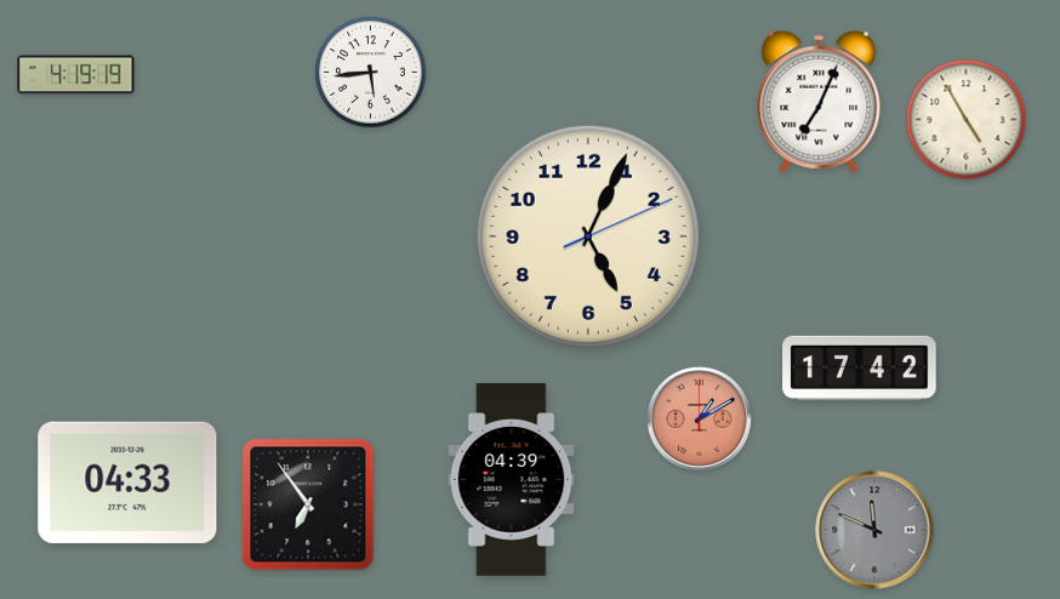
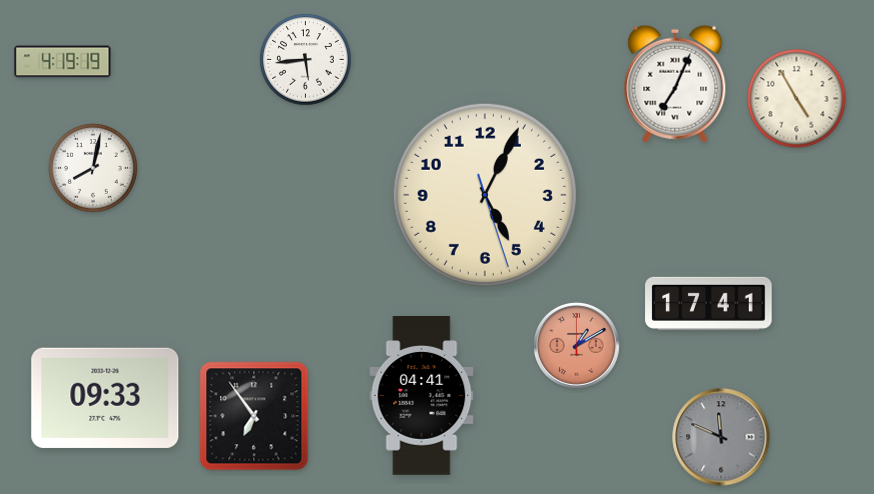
clock at (94, 169): none -> 8:02
clock at (588, 236): 5:04:11 -> 5:04:27
clock at (860, 367): 17:42 -> 17:41
clock at (512, 480): 04:39 -> 04:41
clock at (127, 483): 04:33 -> 09:33
